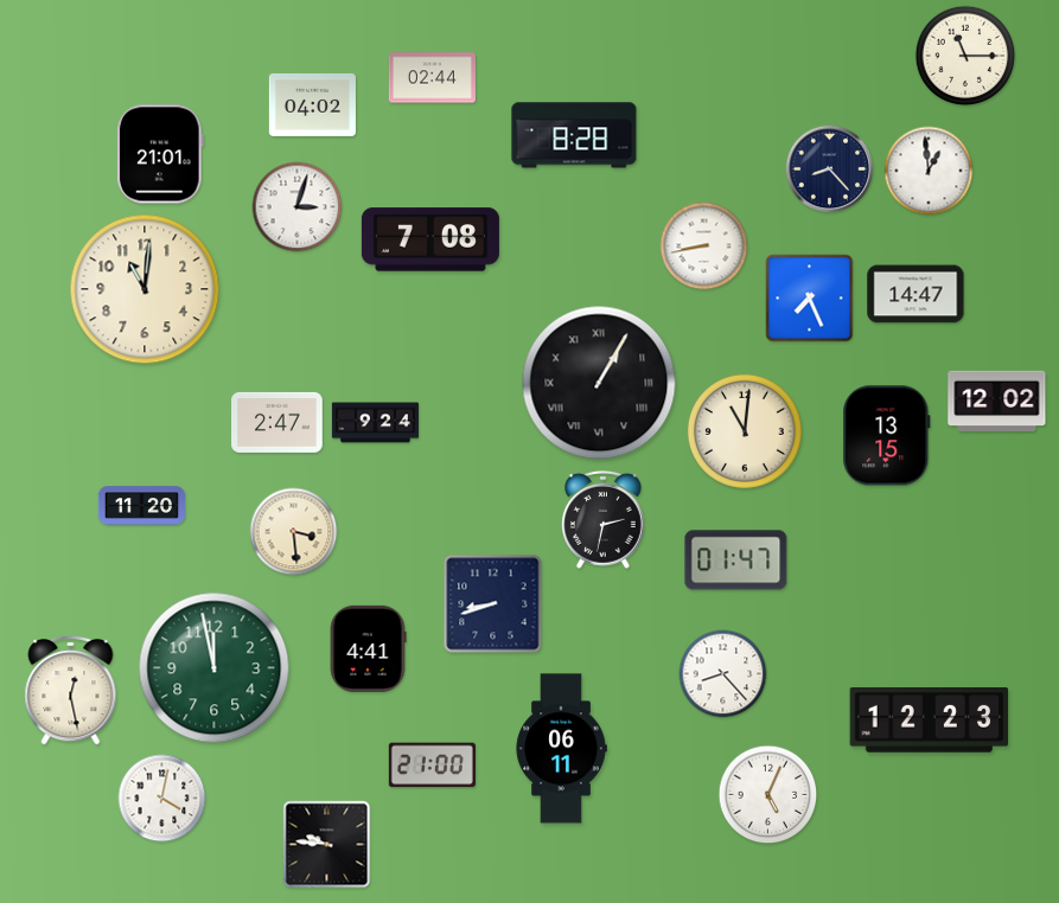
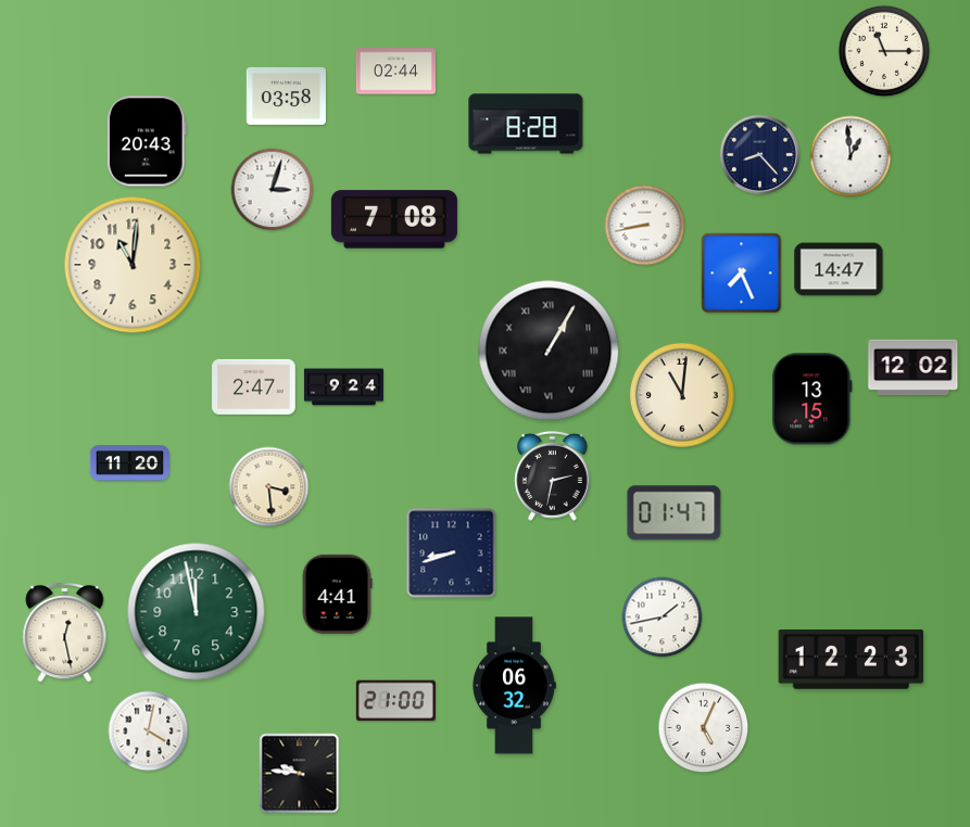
clock at (312, 104): 04:02 -> 03:58
clock at (160, 154): 21:01 -> 20:43
clock at (723, 674): 8:23 -> 1:43
clock at (561, 749): 06:11 -> 06:32
